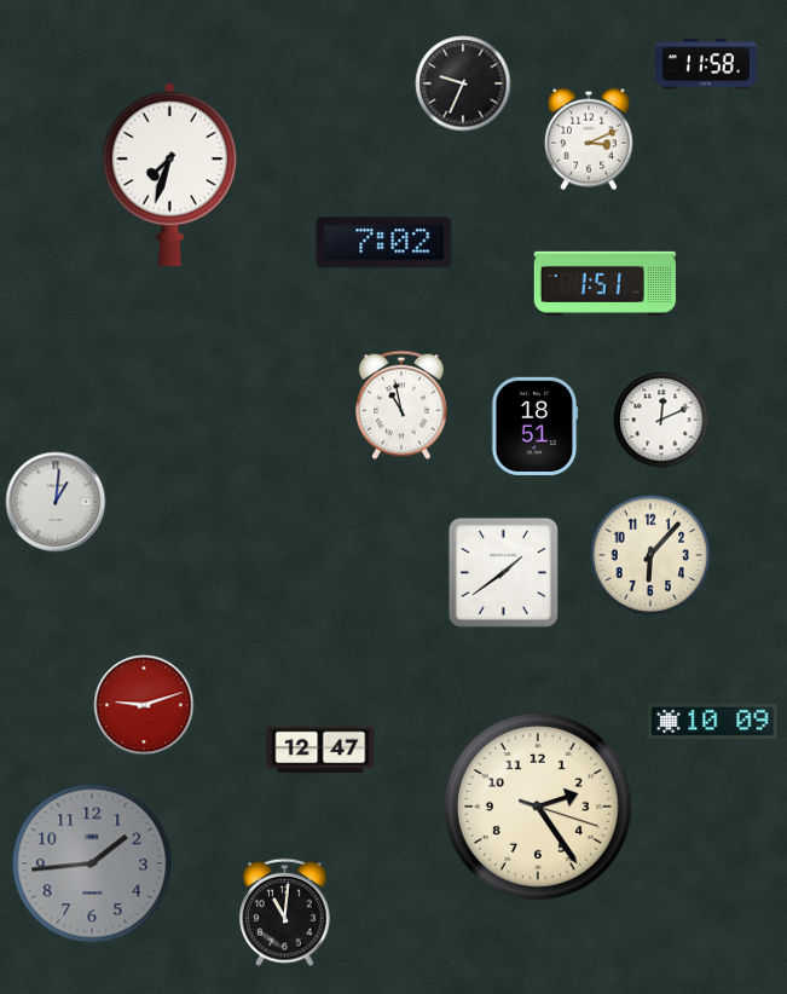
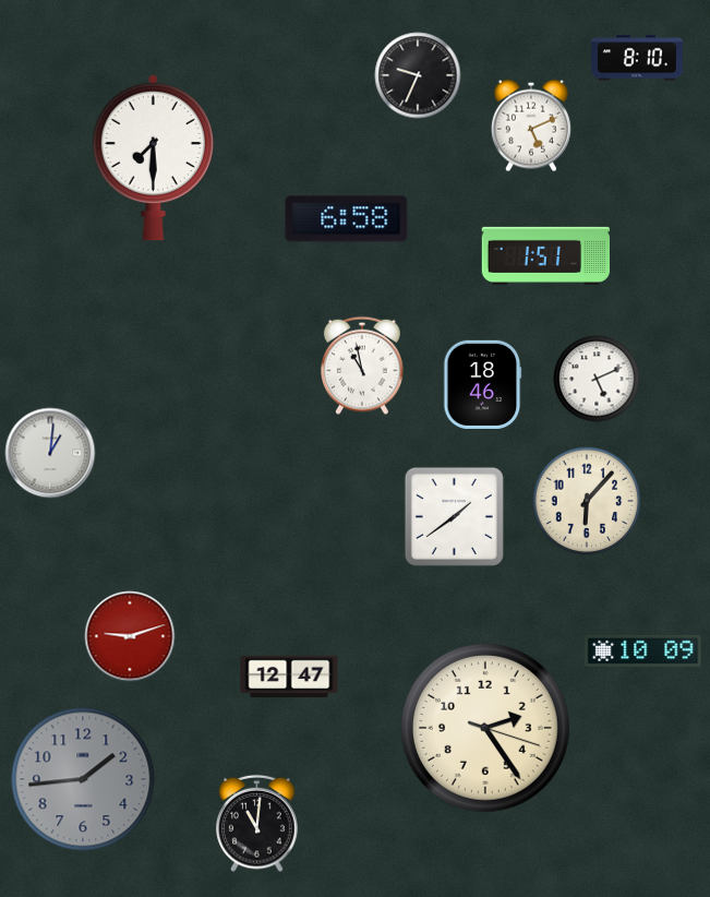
clock at (707, 64): 11:58 -> 8:10
clock at (589, 139): 3:11 -> 5:11
clock at (169, 174): 7:33 -> 7:30
clock at (384, 243): 7:02 -> 6:58
clock at (661, 420): 12:11 -> 5:11
clock at (536, 426): 18:51 -> 18:46
